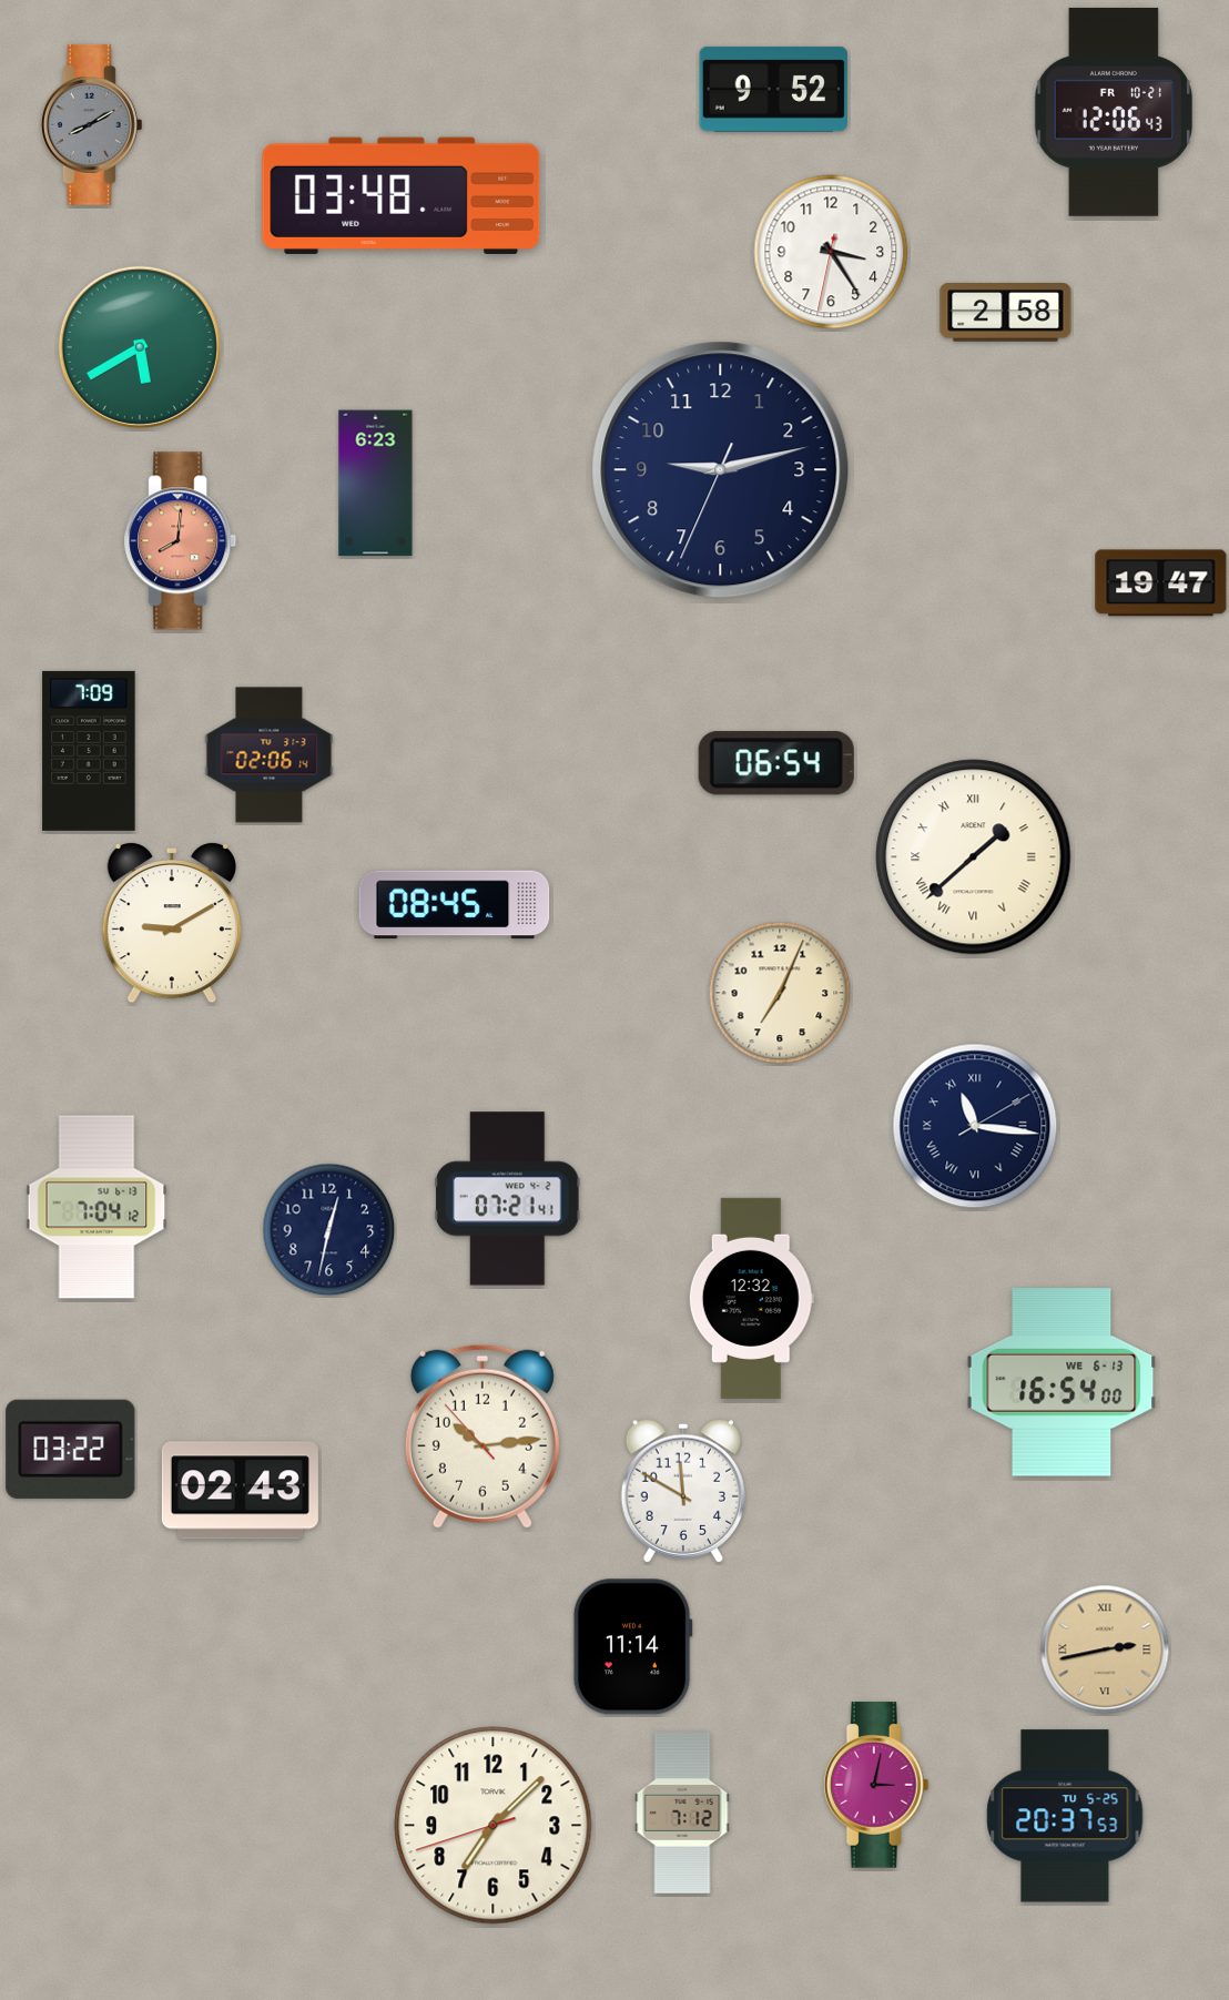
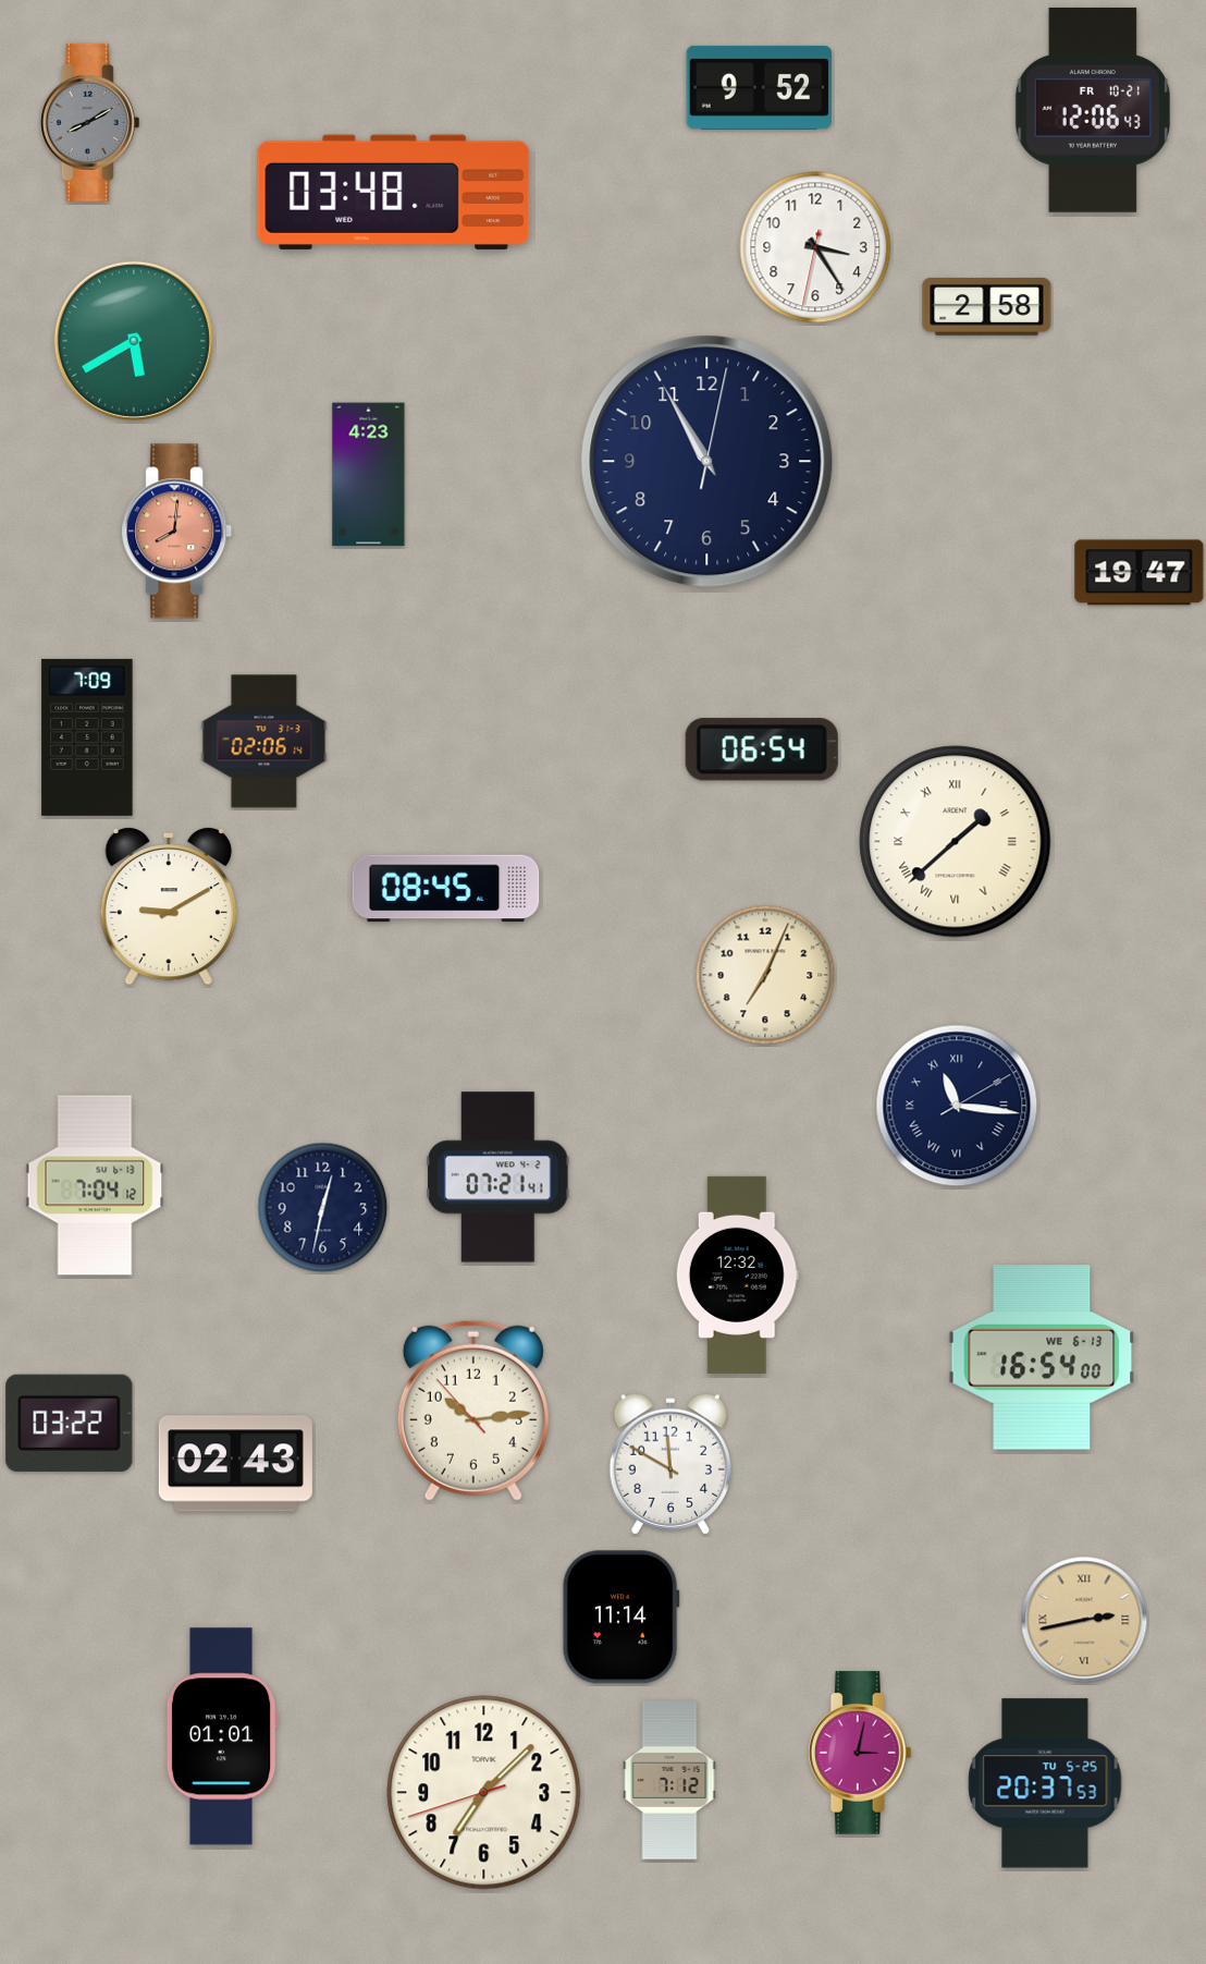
clock at (140, 347) position: (140, 347) -> (134, 341)
clock at (721, 470): 9:12 -> 10:55
clock at (376, 484): 6:23 -> 4:23
clock at (222, 1736): none -> 01:01
